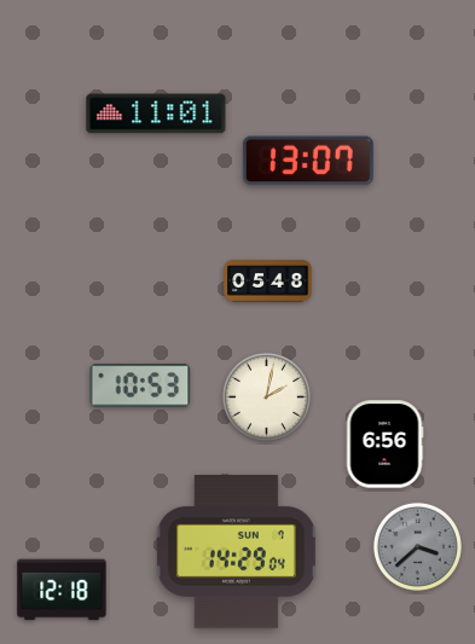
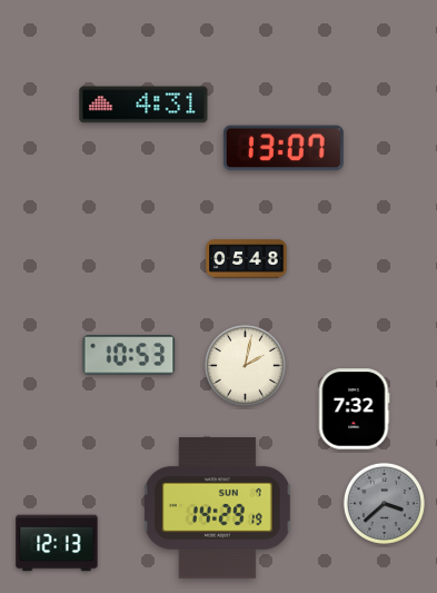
clock at (156, 114): 11:01 -> 4:31
clock at (384, 445): 6:56 -> 7:32
clock at (236, 552): 14:29:04 -> 14:29:19
clock at (62, 590): 12:18 -> 12:13
